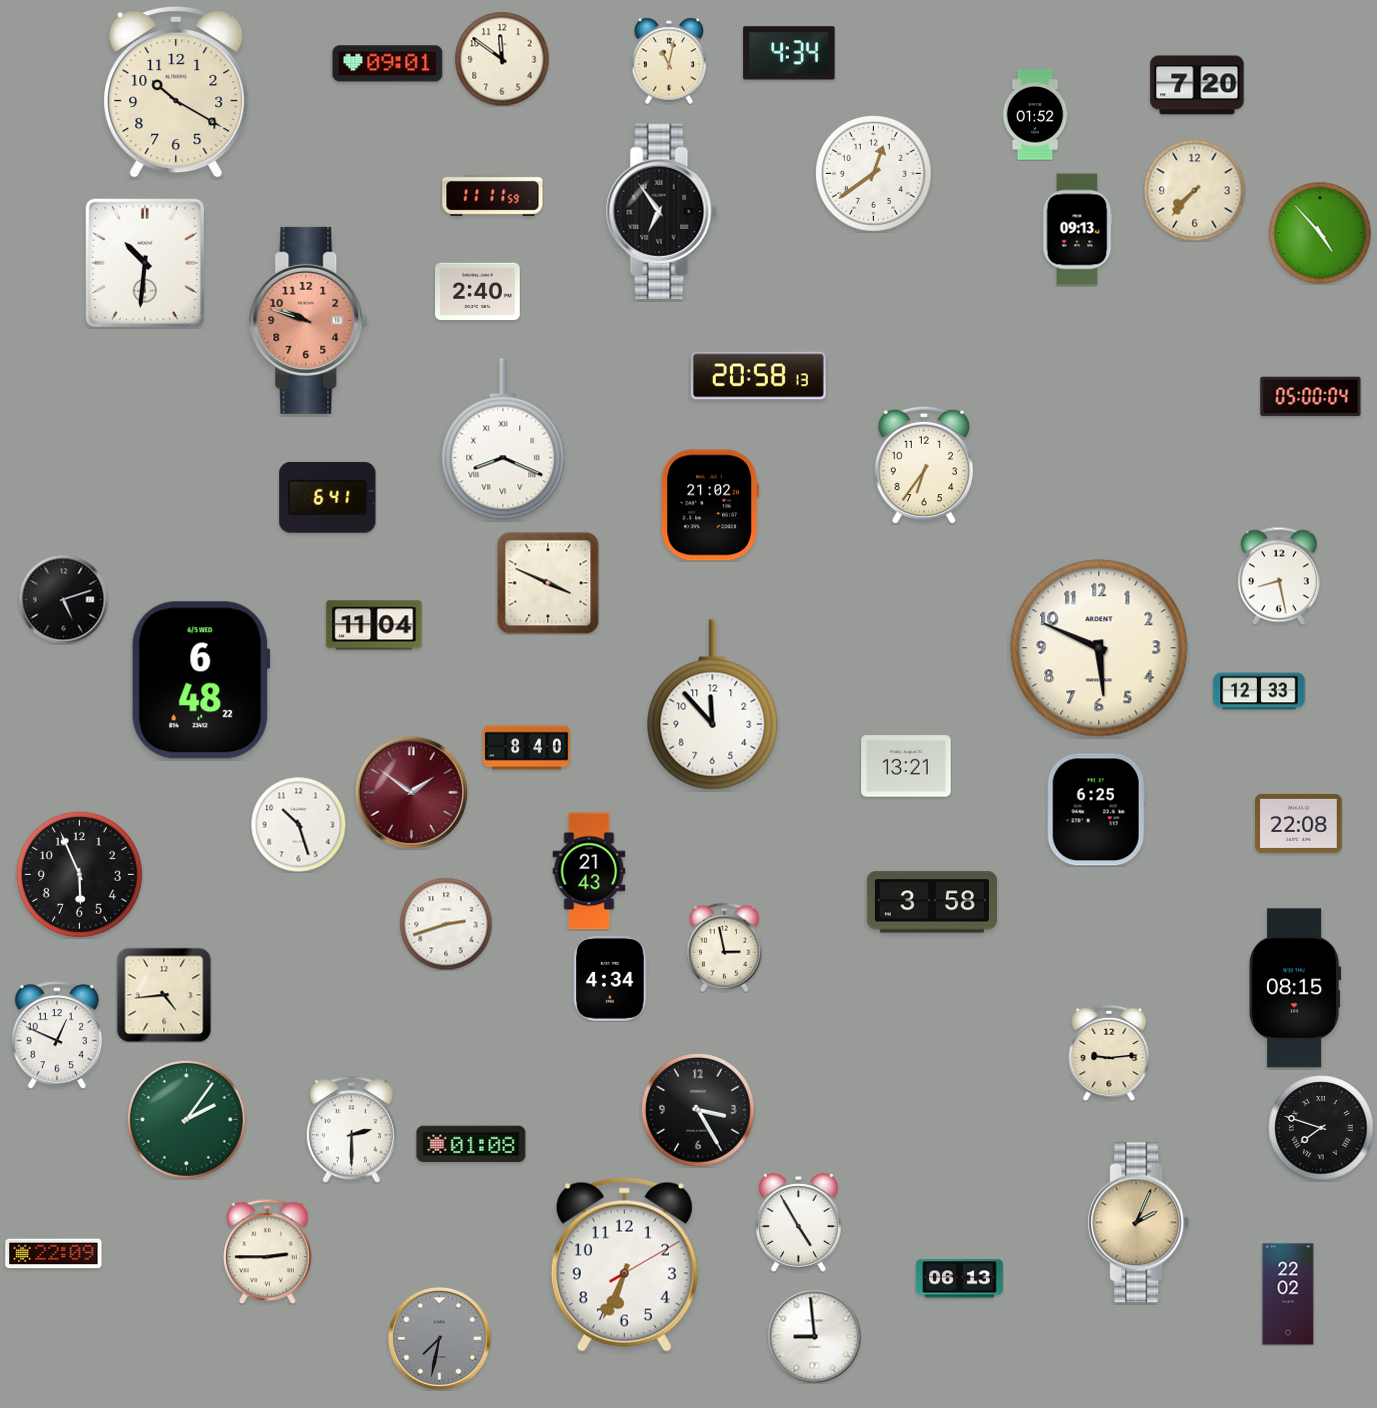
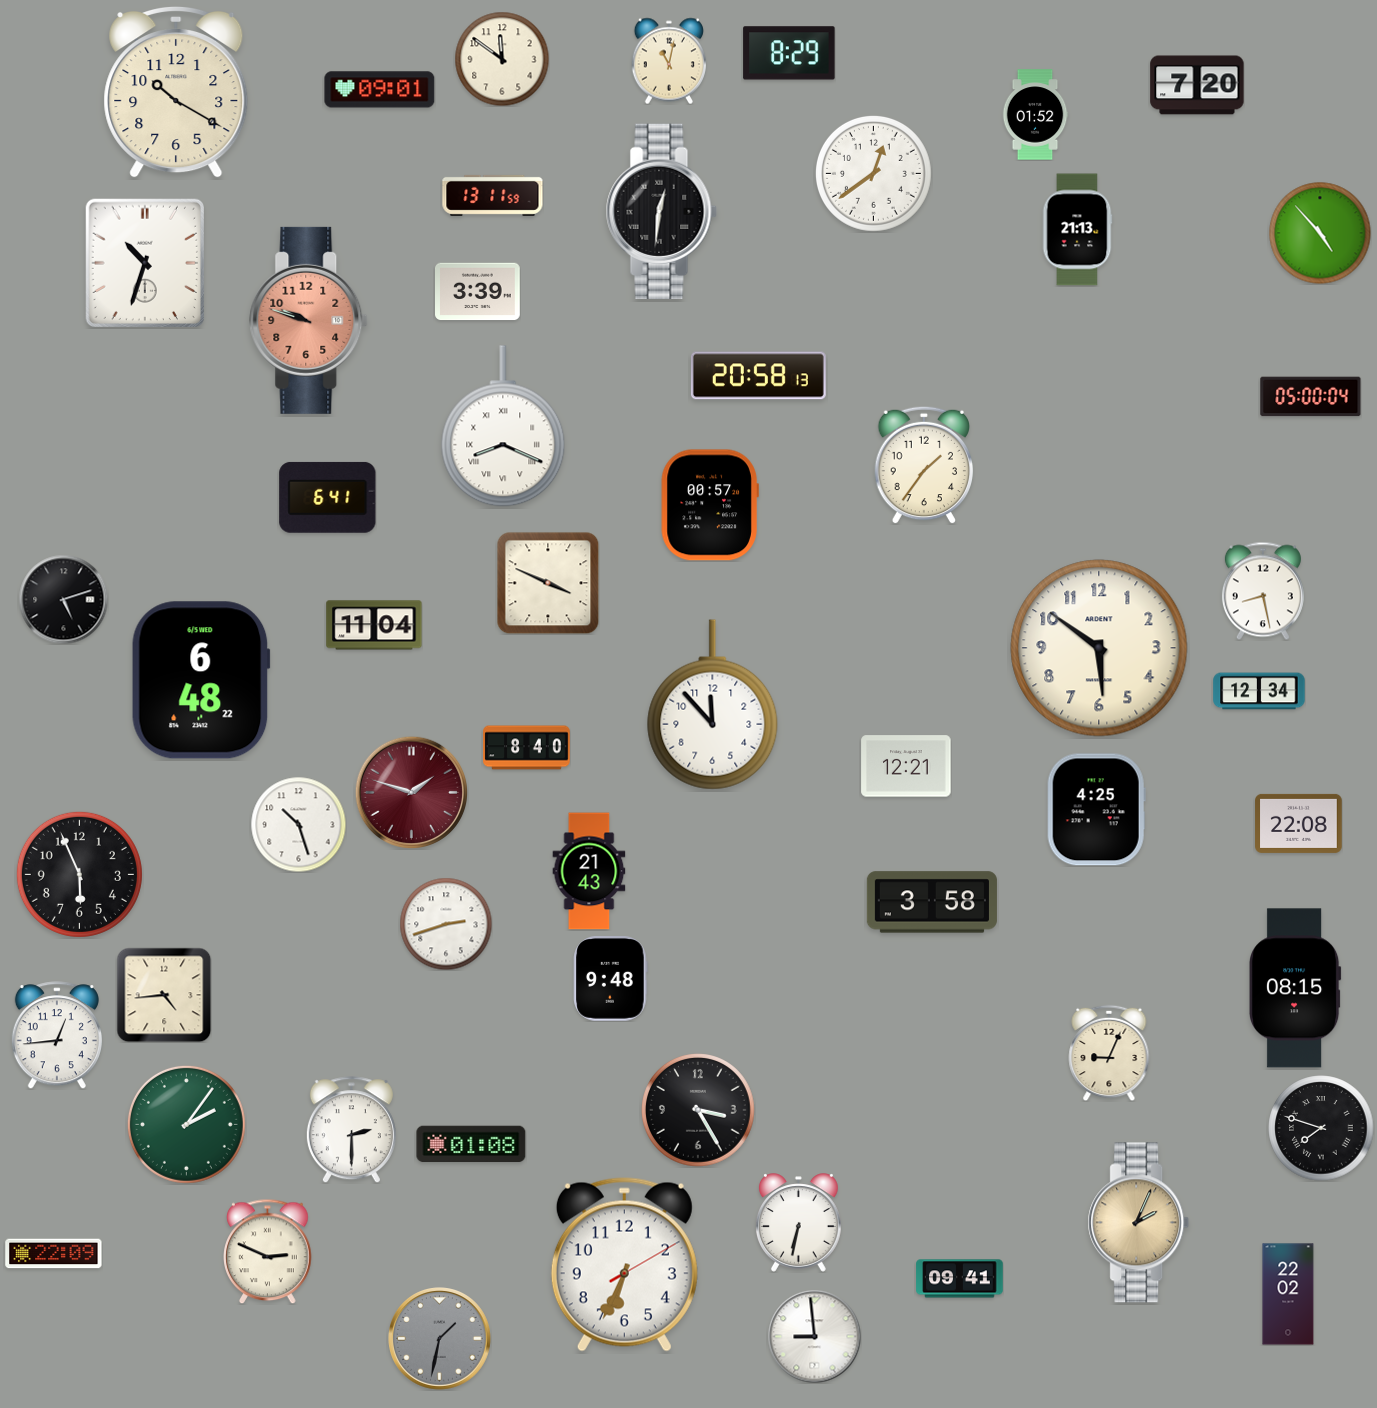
clock at (789, 53): 4:34 -> 8:29
clock at (388, 64) position: (388, 64) -> (380, 90)
clock at (1195, 191): 7:37 -> none
clock at (493, 195): 11:11 -> 13:11
clock at (661, 211): 6:54 -> 12:31
clock at (1077, 230): 09:13 -> 21:13
clock at (144, 262): 10:31 -> 10:33
clock at (478, 292): 2:40 -> 3:39
clock at (503, 439) position: (503, 439) -> (503, 426)
clock at (924, 465): 6:36 -> 1:36
clock at (710, 505): 21:02 -> 00:57
clock at (1279, 576) position: (1279, 576) -> (1263, 591)
clock at (1099, 648): 5:49 -> 5:51
clock at (1259, 691): 12:33 -> 12:34
clock at (906, 766): 13:21 -> 12:21
clock at (411, 792): 1:51 -> 1:48
clock at (1096, 810): 6:25 -> 4:25
clock at (724, 947): 2:58 -> none
clock at (611, 979): 4:34 -> 9:48
clock at (57, 1035): 12:49 -> 12:44
clock at (1109, 1053): 9:14 -> 9:04
clock at (186, 1119) position: (186, 1119) -> (186, 1124)
clock at (798, 1223): 4:55 -> 6:32
clock at (268, 1251): 2:45 -> 2:49
clock at (960, 1279): 06:13 -> 09:41
clock at (440, 1339): 7:32 -> 1:32
